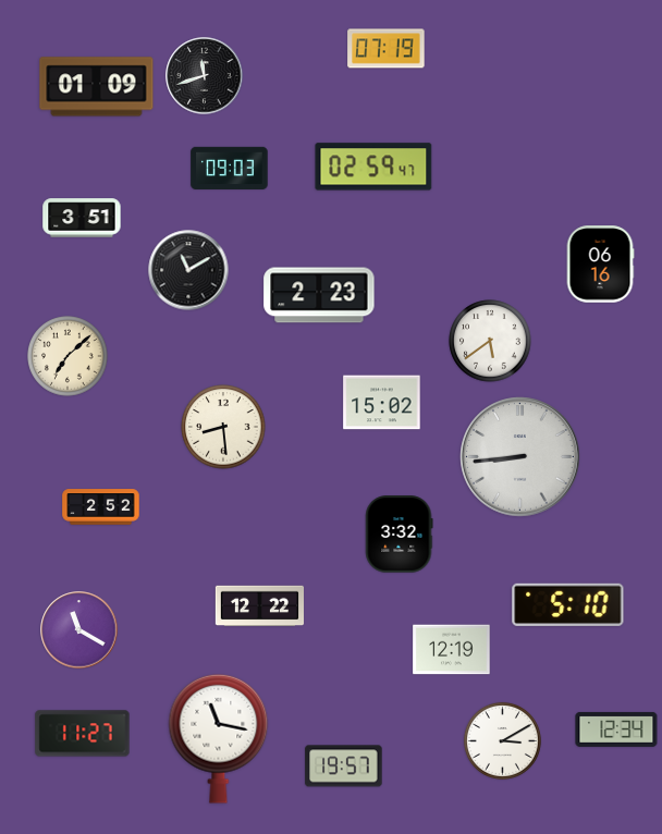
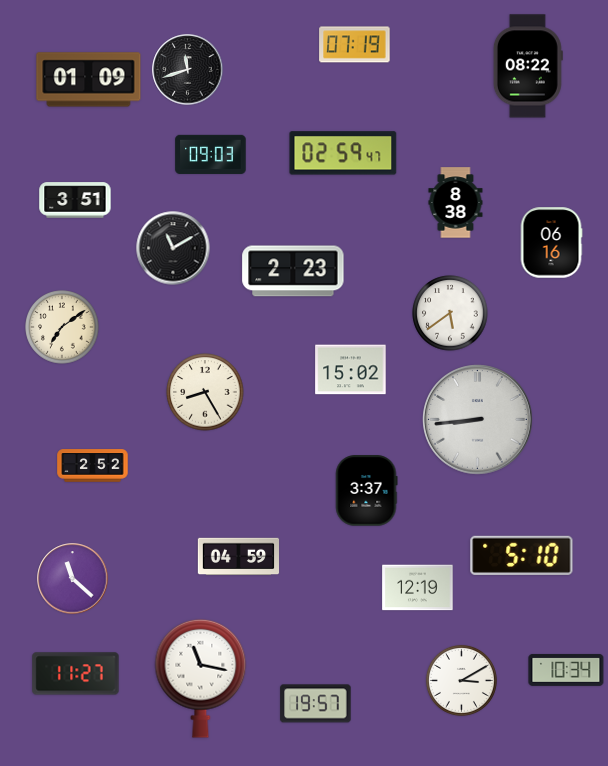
clock at (528, 66): none -> 08:22
clock at (456, 203): none -> 8:38
clock at (68, 356): 7:08 -> 7:09
clock at (223, 427): 8:29 -> 8:25
clock at (399, 535): 3:32 -> 3:37
clock at (260, 606): 12:22 -> 04:59
clock at (79, 630): 11:20 -> 11:22
clock at (452, 650) position: (452, 650) -> (418, 588)
clock at (616, 729): 12:34 -> 10:34
